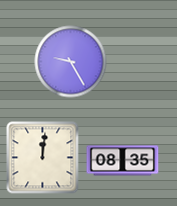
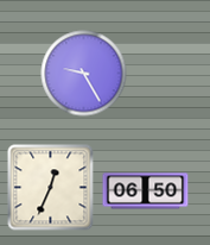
clock at (43, 158): 12:01 -> 12:34
clock at (123, 161): 08:35 -> 06:50
